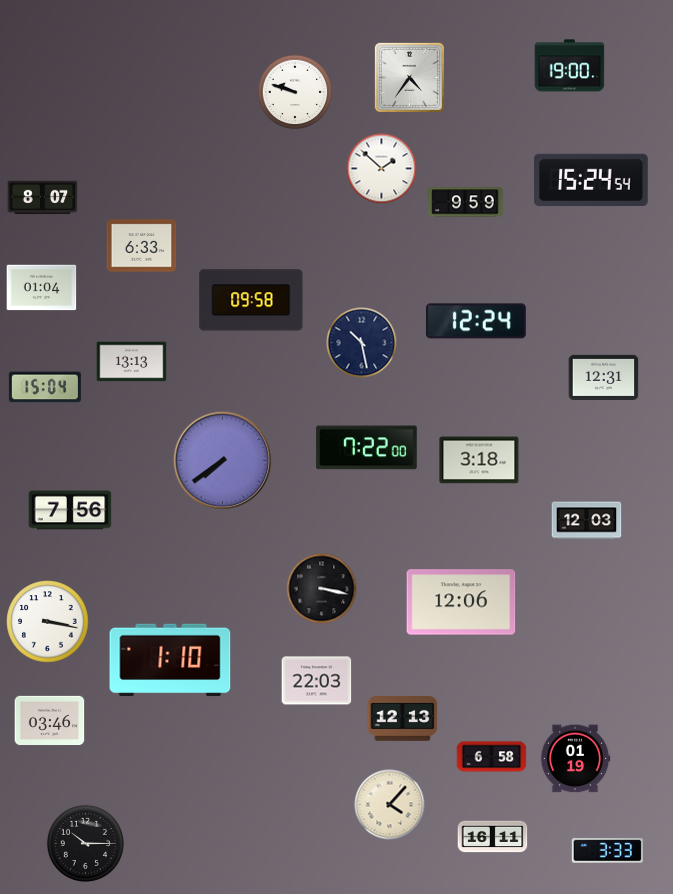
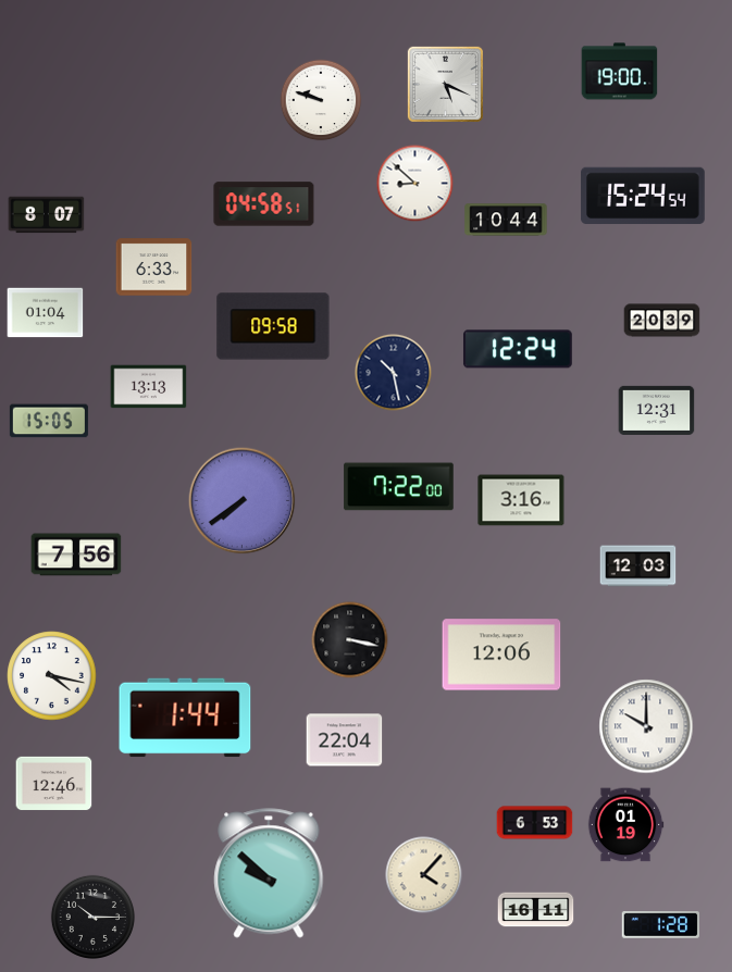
clock at (409, 77): 4:36 -> 5:19
clock at (382, 169): 1:52 -> 8:52
clock at (264, 204): none -> 04:58
clock at (465, 202): 9:59 -> 10:44
clock at (662, 321): none -> 20:39
clock at (132, 362) position: (132, 362) -> (149, 387)
clock at (45, 387): 15:04 -> 15:05
clock at (479, 460): 3:18 -> 3:16
clock at (48, 622): 3:17 -> 4:17
clock at (170, 660): 1:10 -> 1:44
clock at (646, 726): none -> 10:00
clock at (317, 681): 22:03 -> 22:04
clock at (403, 719): 12:13 -> none
clock at (50, 721): 03:46 -> 12:46
clock at (492, 757): 6:58 -> 6:53
clock at (269, 873): none -> 9:52
clock at (607, 851): 3:33 -> 1:28
